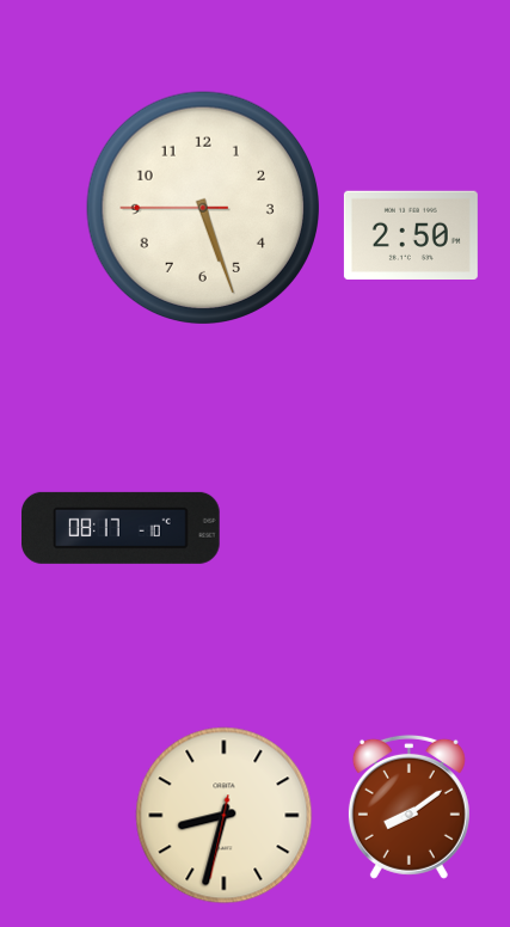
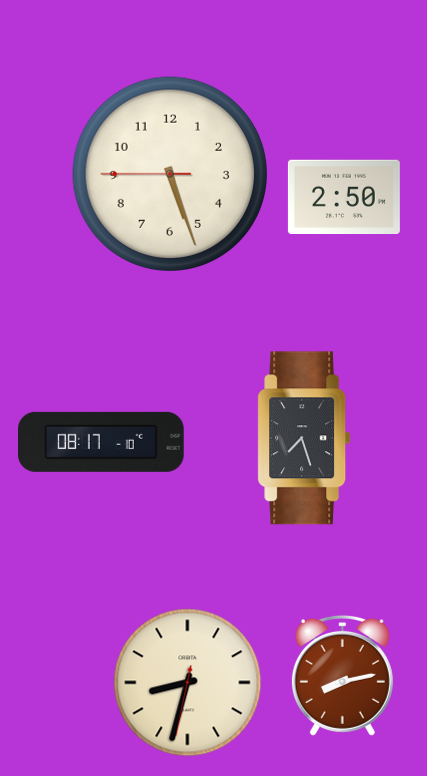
clock at (304, 438): none -> 7:27
clock at (408, 806): 8:09 -> 8:13
